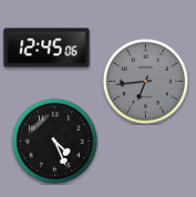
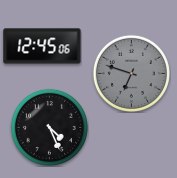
clock at (47, 48) position: (47, 48) -> (42, 46)
clock at (145, 81): 6:44 -> 6:48
